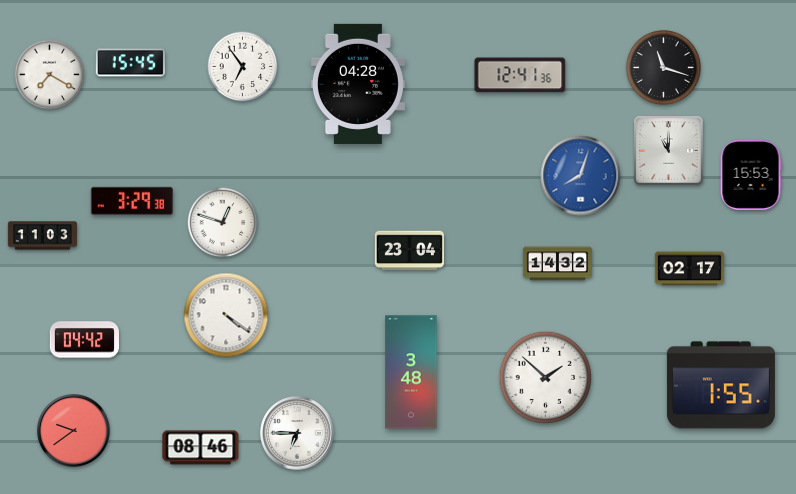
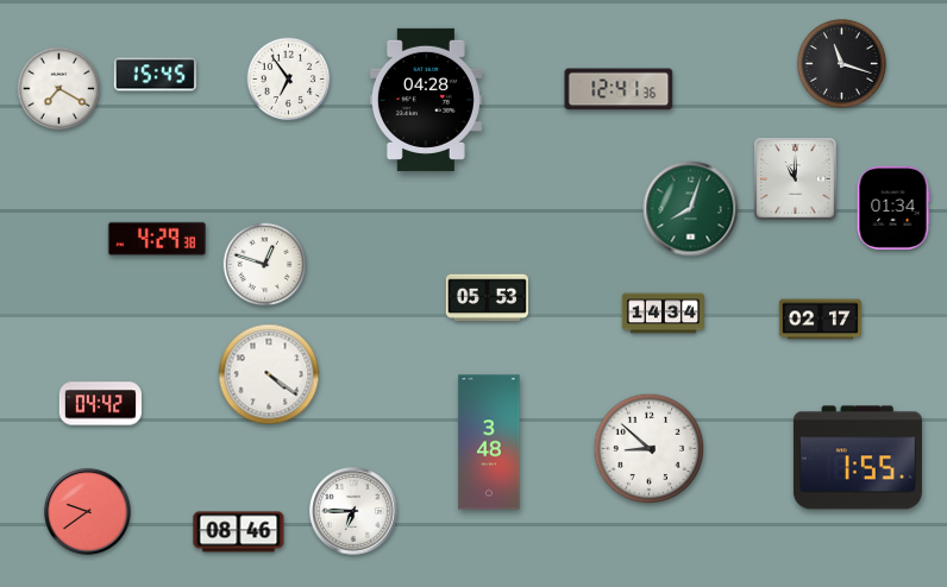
clock at (663, 67) position: (663, 67) -> (841, 63)
clock at (751, 175): 15:53 -> 01:34
clock at (581, 176) dial: blue -> green
clock at (132, 201): 3:29 -> 4:29
clock at (42, 236): 11:03 -> none
clock at (409, 251): 23:04 -> 05:53
clock at (557, 264): 14:32 -> 14:34
clock at (546, 378): 1:52 -> 8:52
clock at (297, 433) position: (297, 433) -> (353, 511)
